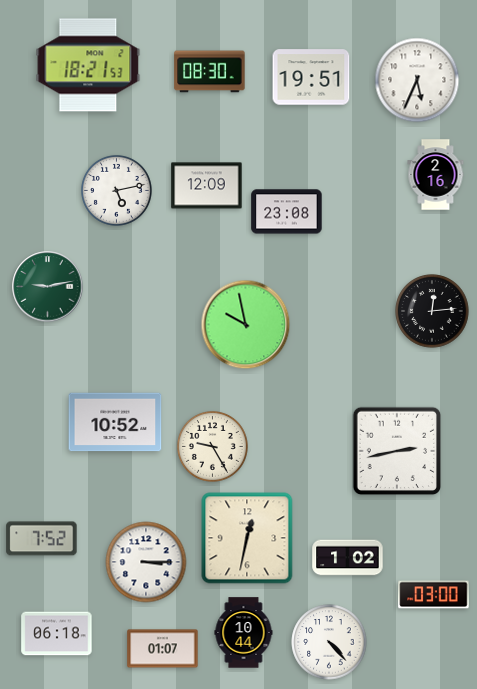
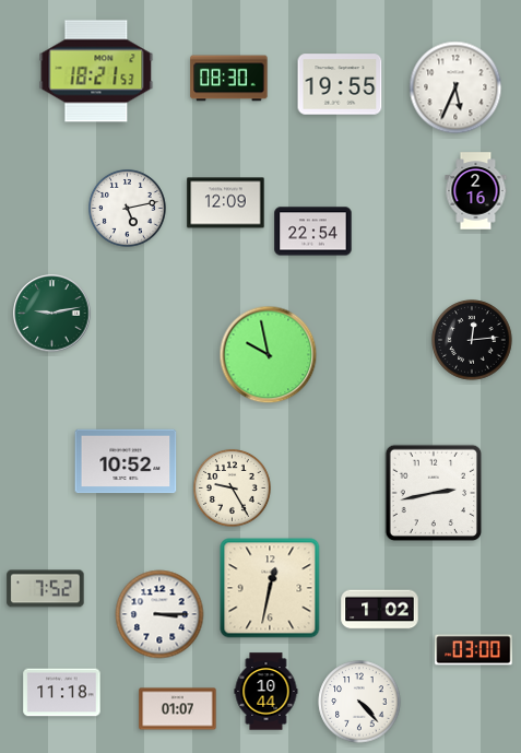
clock at (311, 77): 19:51 -> 19:55
clock at (287, 212): 23:08 -> 22:54
clock at (57, 634): 06:18 -> 11:18
